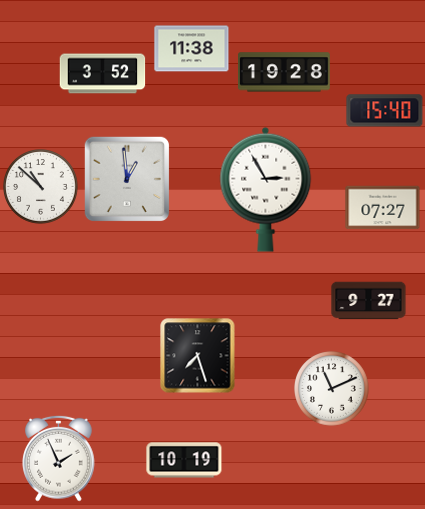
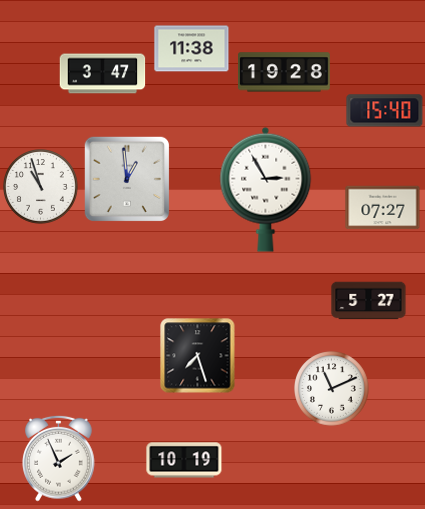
clock at (103, 74): 3:52 -> 3:47
clock at (41, 187): 10:52 -> 10:57
clock at (369, 301): 9:27 -> 5:27
